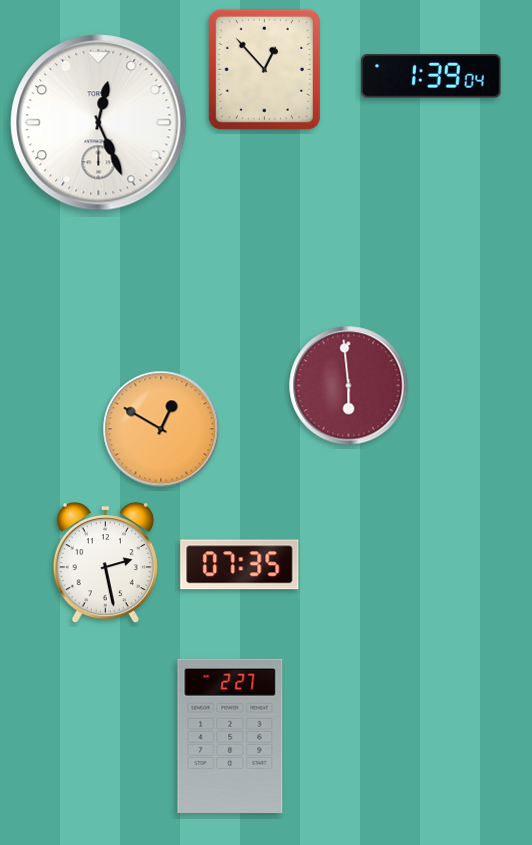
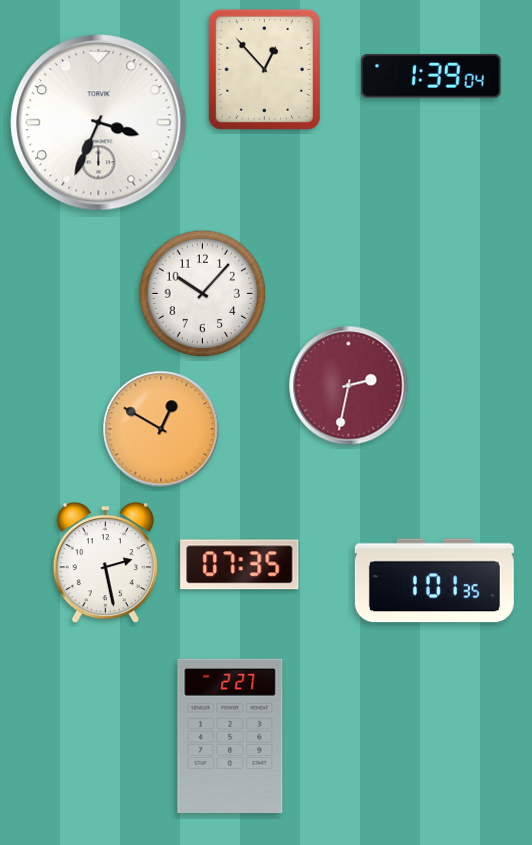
clock at (99, 123): 12:26 -> 3:34
clock at (203, 294): none -> 10:07
clock at (349, 386): 5:59 -> 2:32
clock at (434, 581): none -> 1:01
